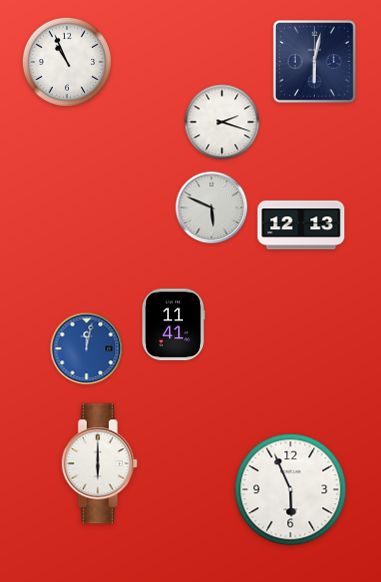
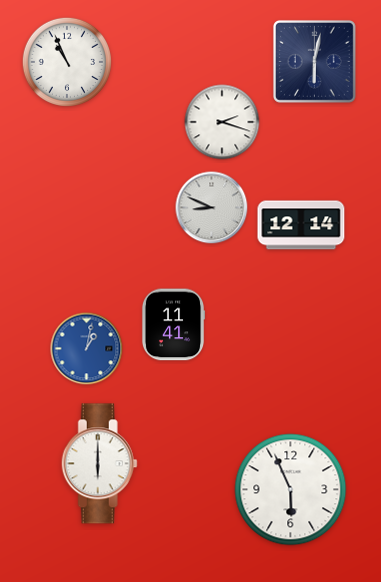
clock at (212, 208): 5:49 -> 8:49
clock at (301, 225): 12:13 -> 12:14
clock at (87, 349): 12:02 -> 1:02
